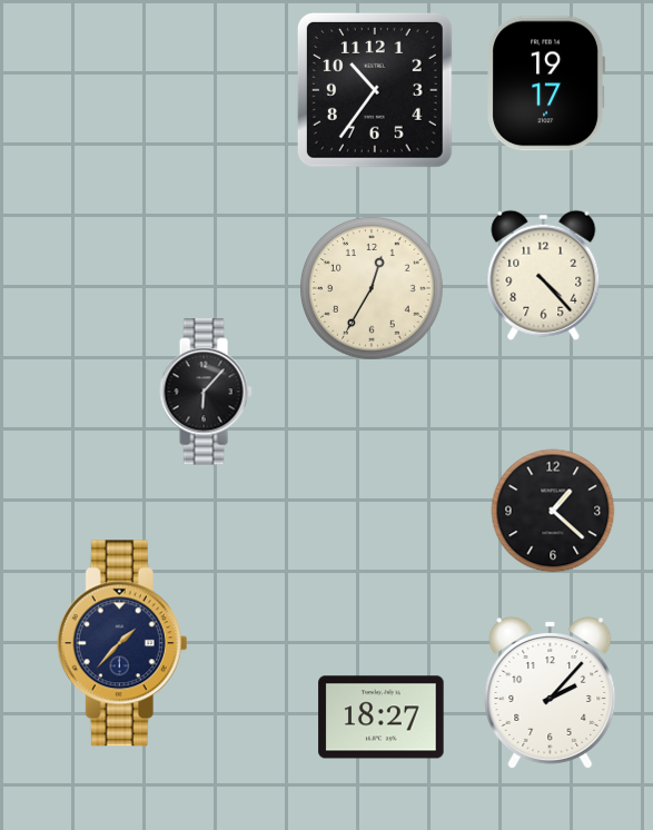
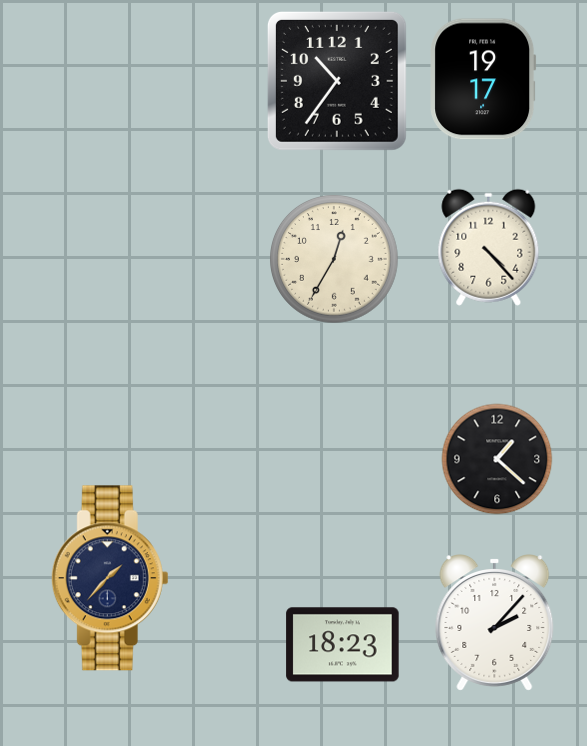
clock at (546, 83) position: (546, 83) -> (483, 79)
clock at (206, 392): 6:07 -> none
clock at (382, 718): 18:27 -> 18:23
